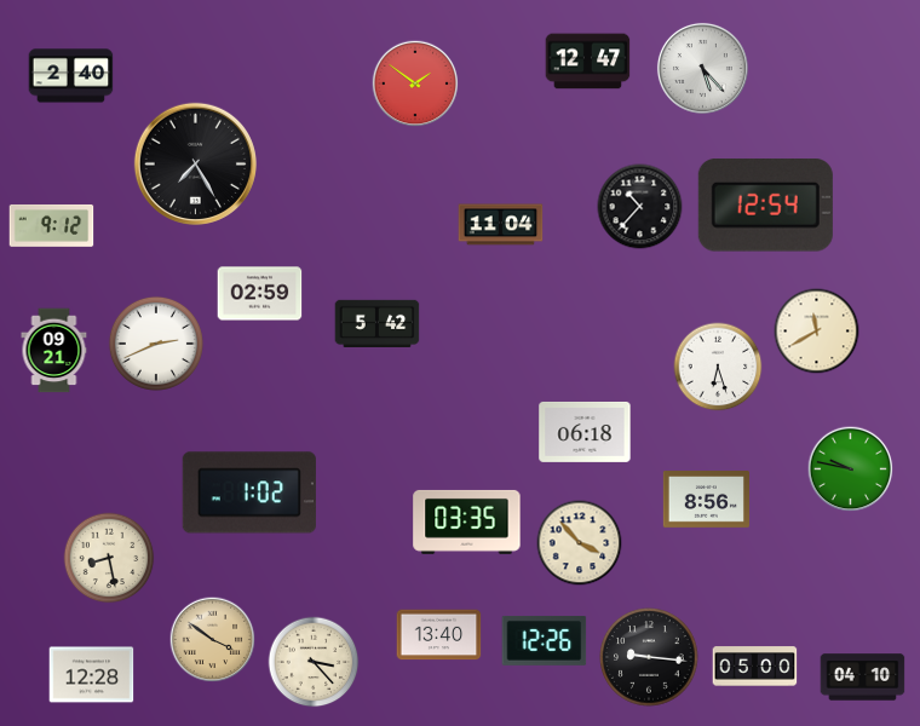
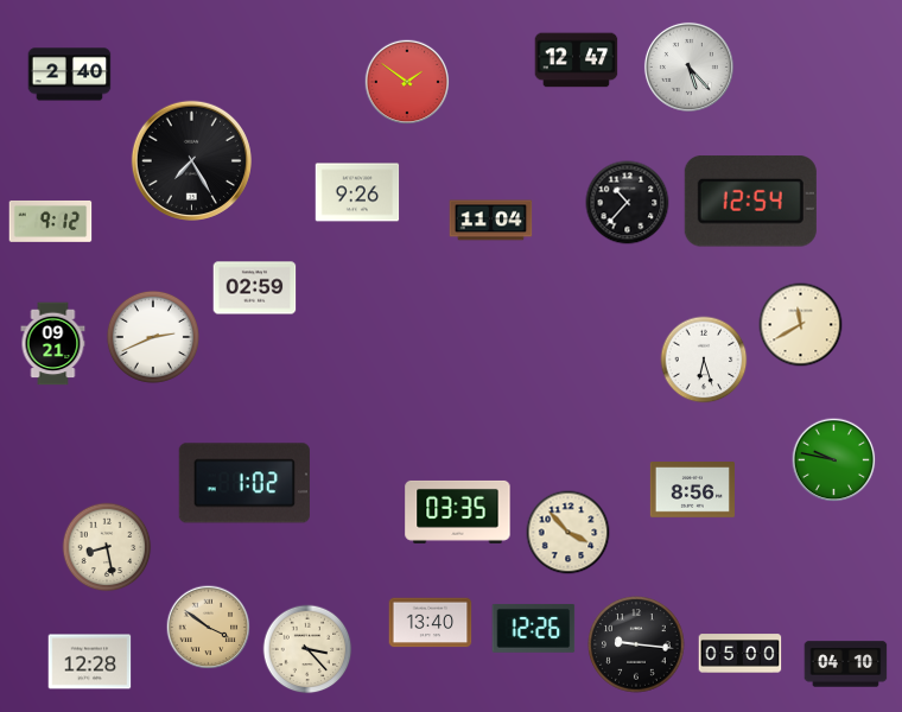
clock at (357, 192): none -> 9:26
clock at (378, 323): 5:42 -> none
clock at (585, 432): 06:18 -> none
